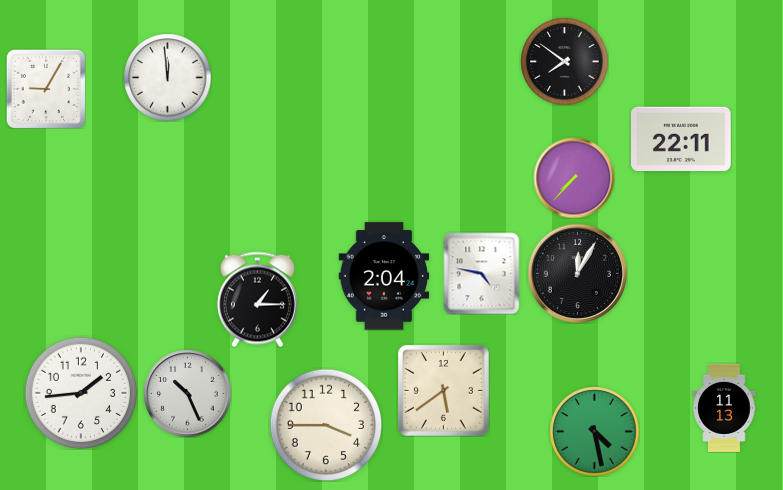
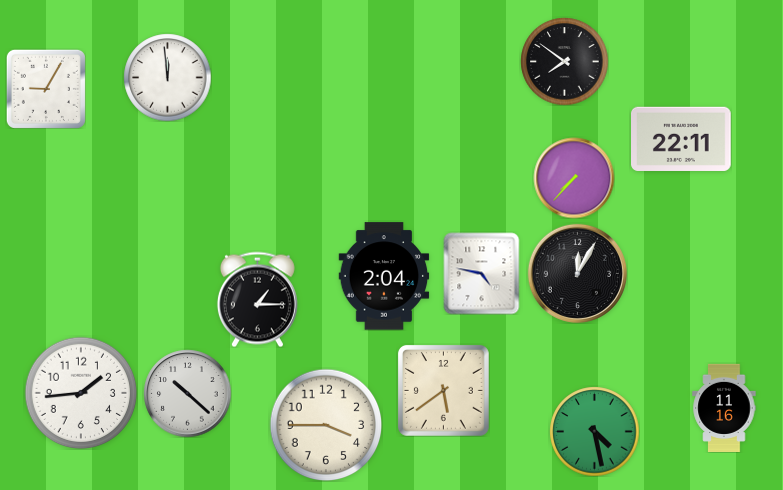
clock at (187, 393): 10:26 -> 10:22
clock at (724, 407): 11:13 -> 11:16
